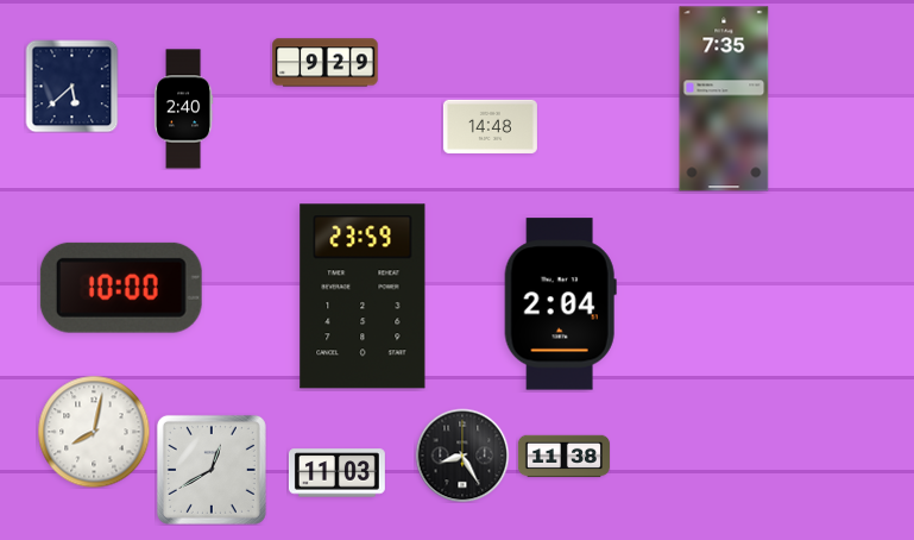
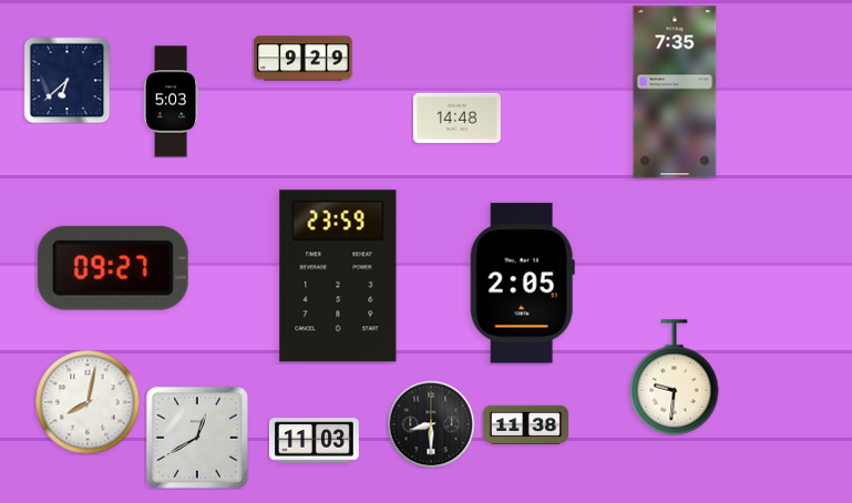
clock at (71, 86): 5:38 -> 6:38
clock at (183, 109): 2:40 -> 5:03
clock at (121, 288): 10:00 -> 09:27
clock at (560, 304): 2:04 -> 2:05
clock at (675, 378): none -> 9:31
clock at (462, 456): 8:25 -> 8:30
